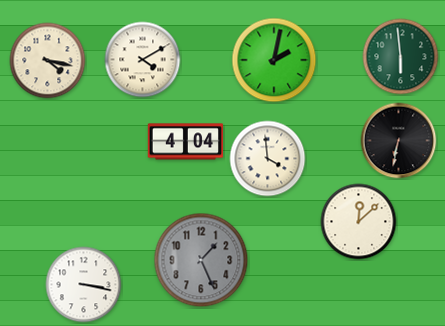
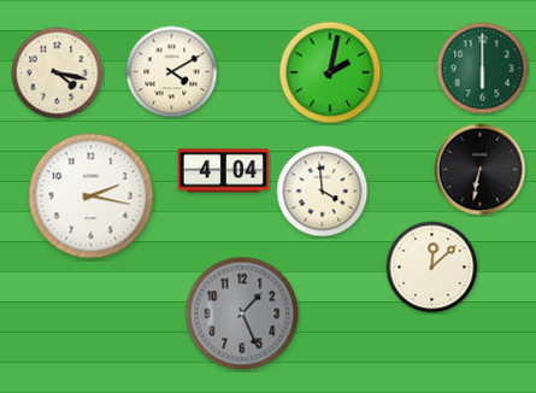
clock at (401, 57): 5:59 -> 6:00
clock at (92, 196): none -> 2:17
clock at (84, 285): 3:17 -> none
